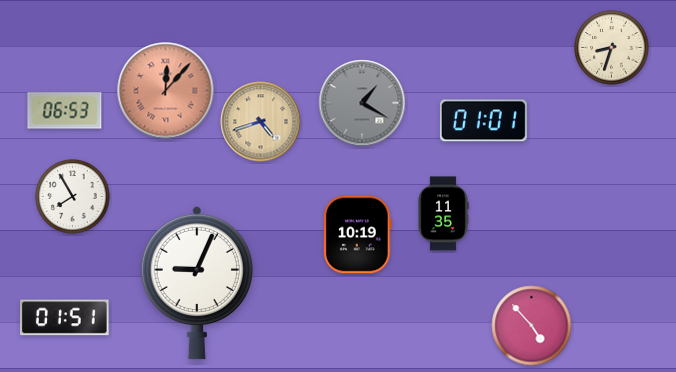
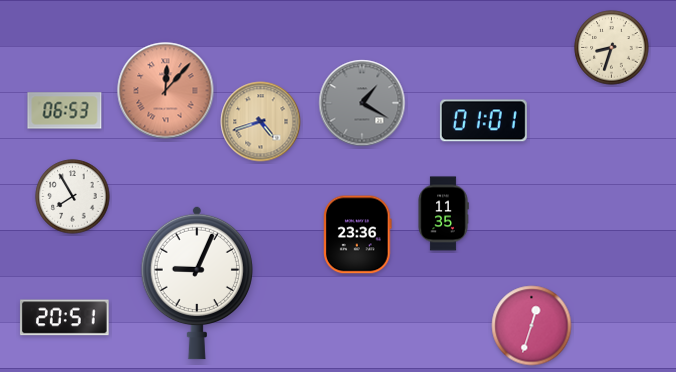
clock at (358, 235): 10:19 -> 23:36
clock at (65, 318): 01:51 -> 20:51
clock at (532, 326): 4:53 -> 12:33
